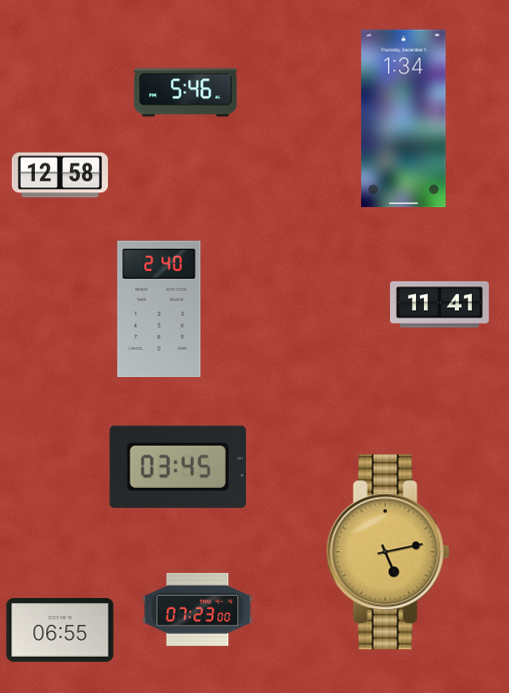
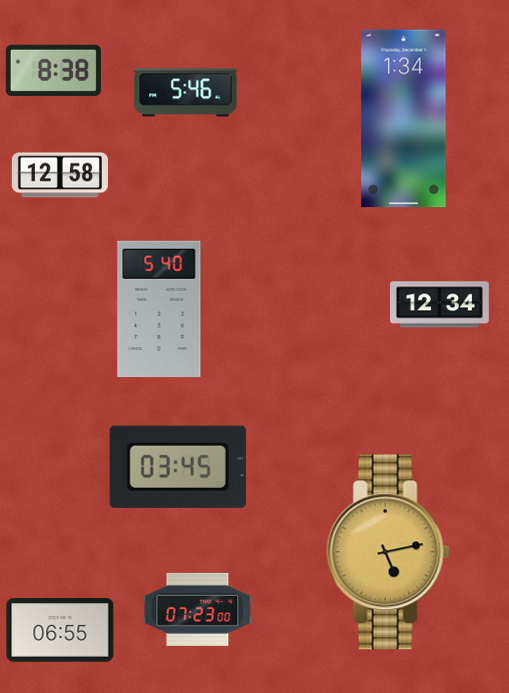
clock at (53, 70): none -> 8:38
clock at (440, 305): 11:41 -> 12:34
clock at (159, 309): 2:40 -> 5:40
